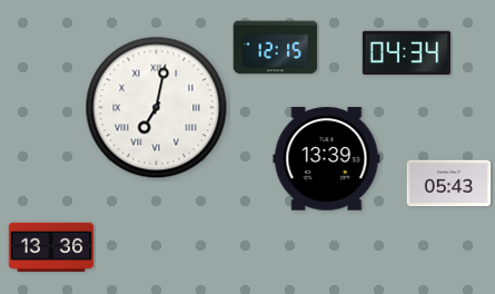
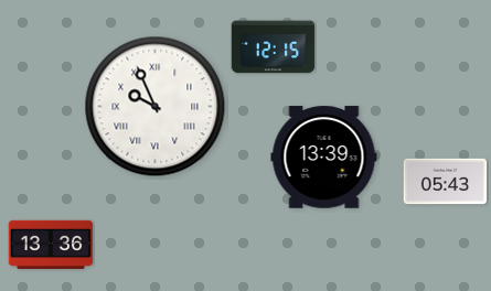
clock at (406, 53): 04:34 -> none
clock at (157, 108): 7:02 -> 9:56
